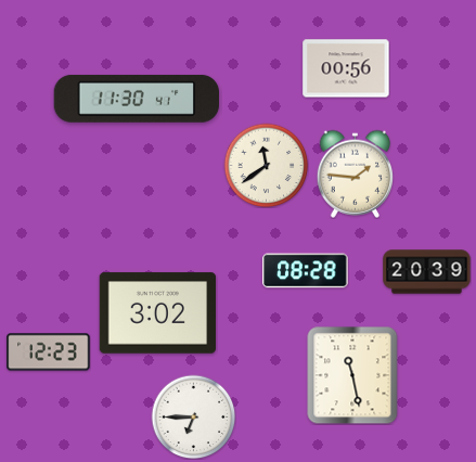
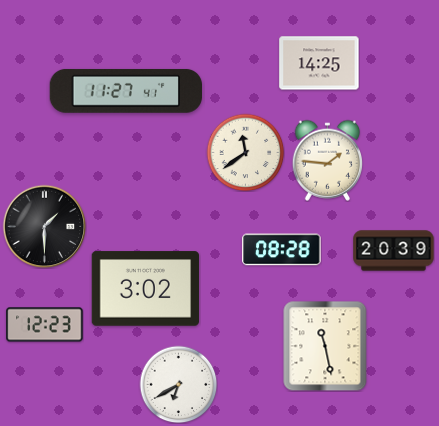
clock at (346, 68): 00:56 -> 14:25
clock at (136, 99): 11:30 -> 11:27
clock at (44, 226): none -> 1:30
clock at (193, 416): 6:45 -> 6:40
